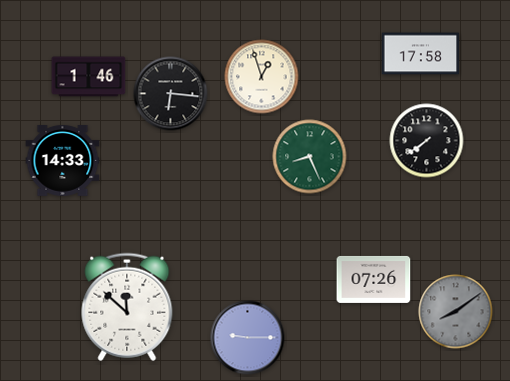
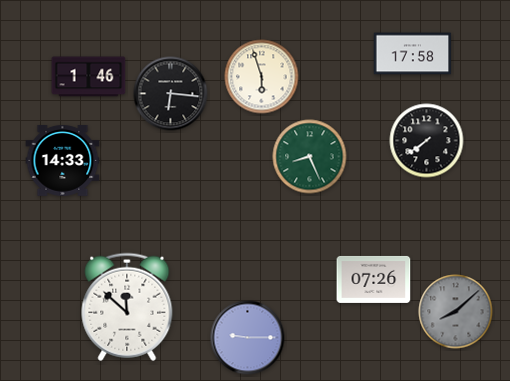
clock at (421, 54) position: (421, 54) -> (413, 54)
clock at (262, 77): 12:57 -> 5:57
clock at (456, 312): 8:09 -> 8:08
